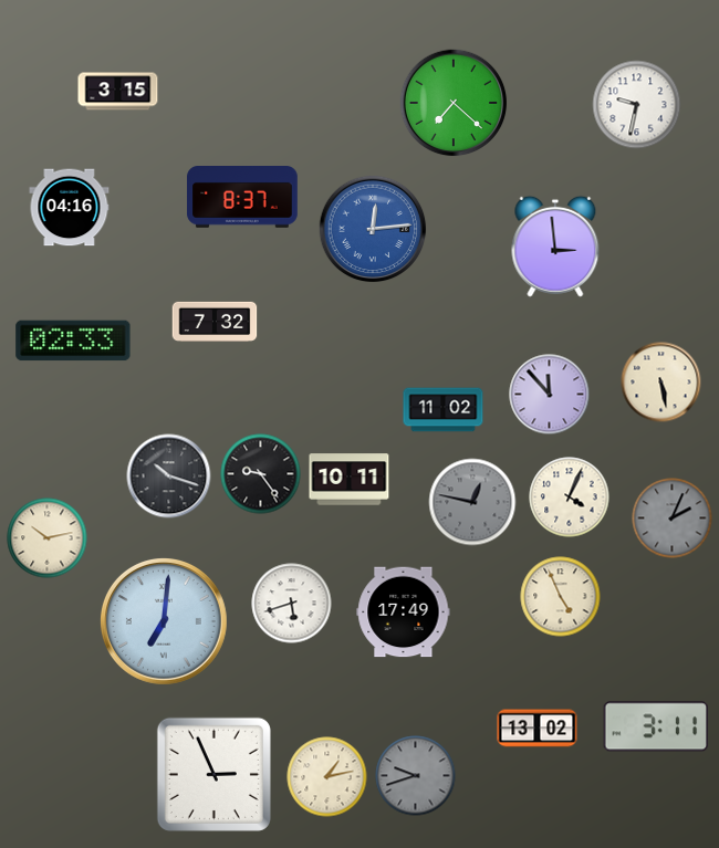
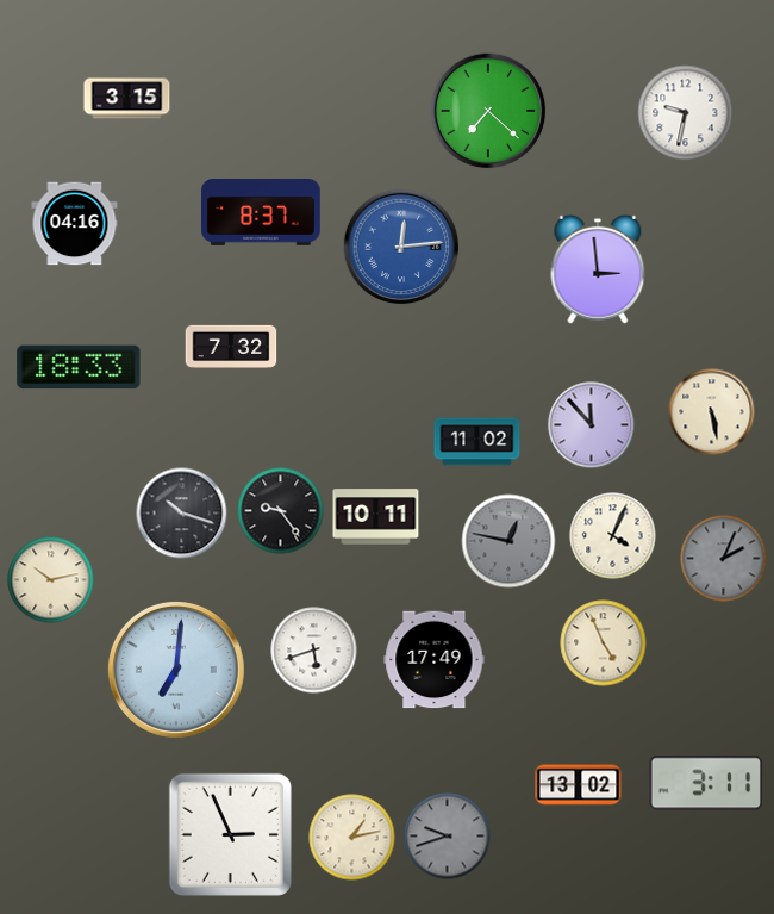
clock at (555, 247) position: (555, 247) -> (598, 269)
clock at (73, 341): 02:33 -> 18:33
